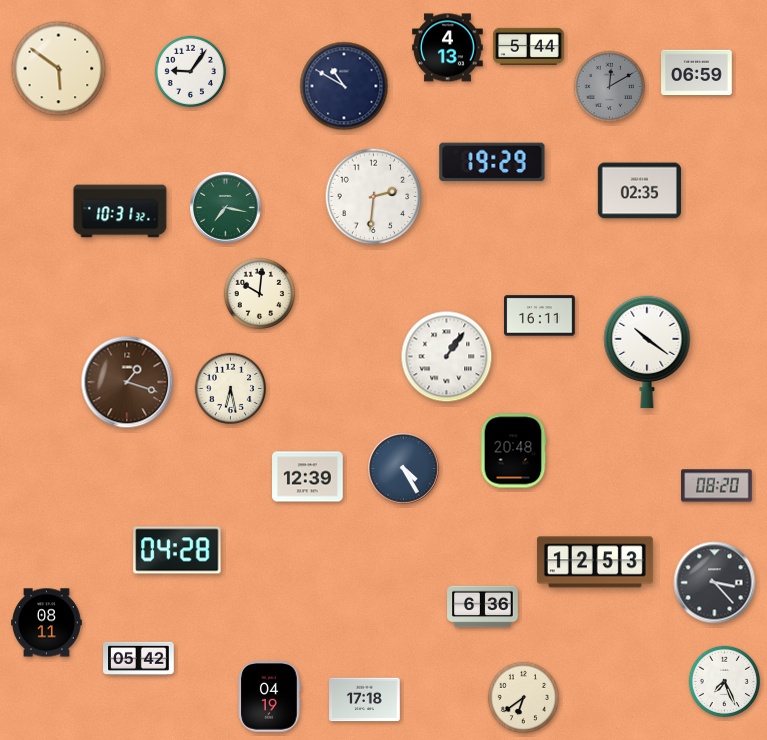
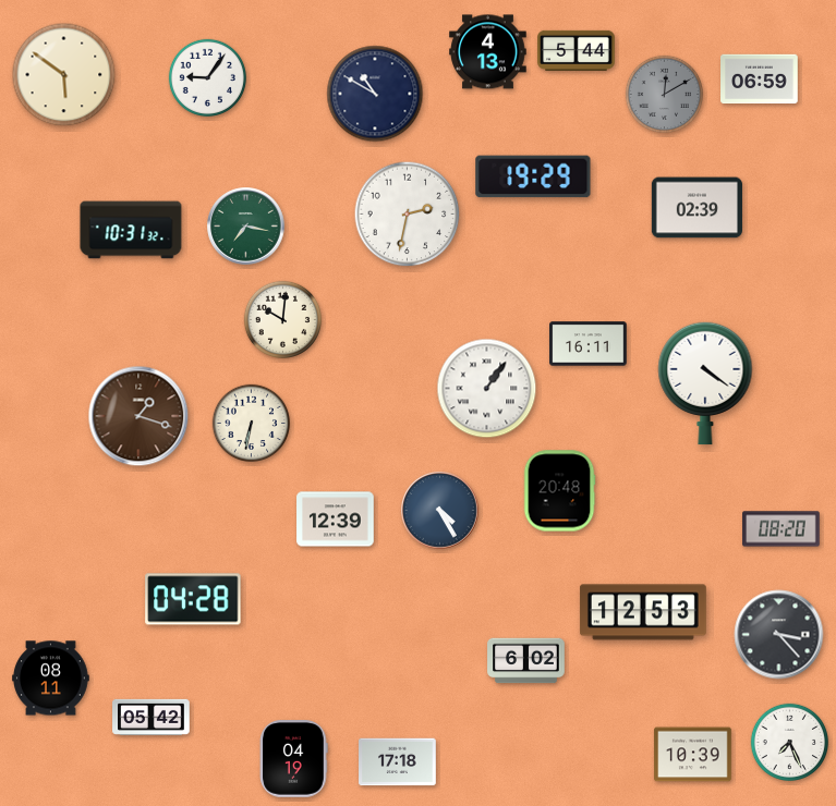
clock at (492, 162) position: (492, 162) -> (533, 176)
clock at (639, 191): 02:35 -> 02:39
clock at (374, 197): 2:31 -> 2:32
clock at (647, 352): 10:21 -> 4:21
clock at (230, 388): 6:28 -> 6:32
clock at (595, 562) position: (595, 562) -> (643, 612)
clock at (483, 607): 6:36 -> 6:02
clock at (693, 755): none -> 10:39
clock at (523, 697): 6:39 -> none
